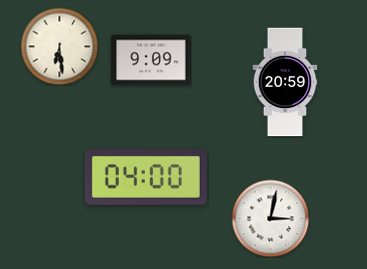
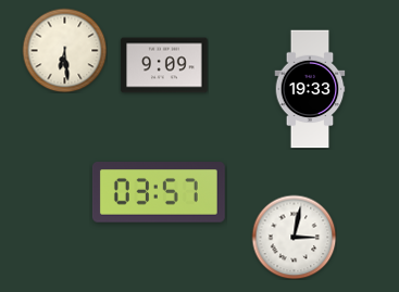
clock at (285, 82): 20:59 -> 19:33
clock at (146, 178): 04:00 -> 03:57
